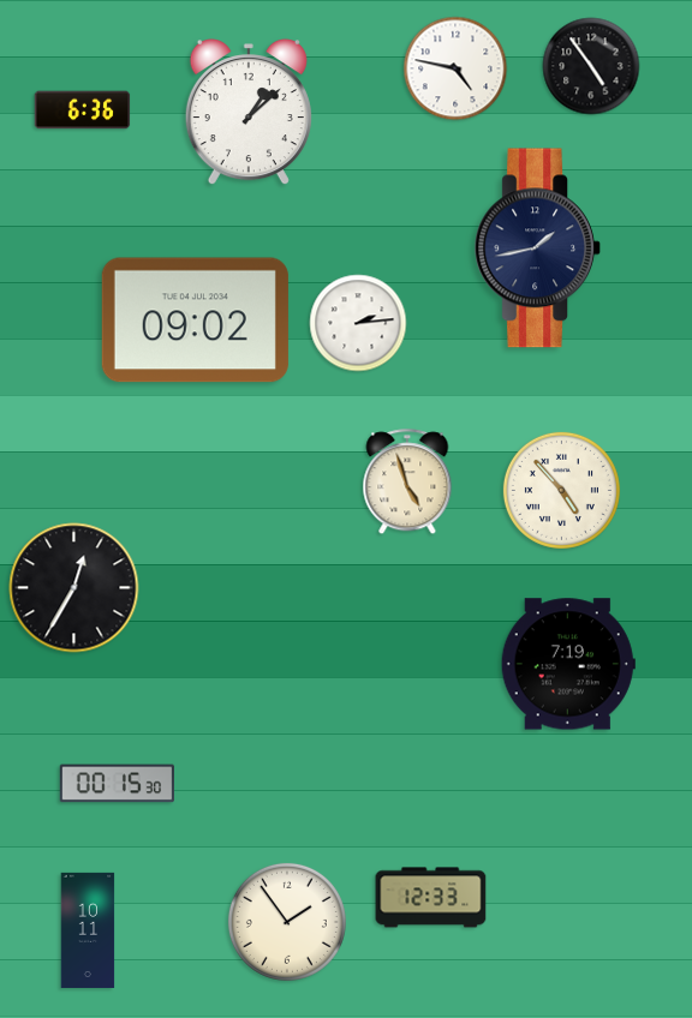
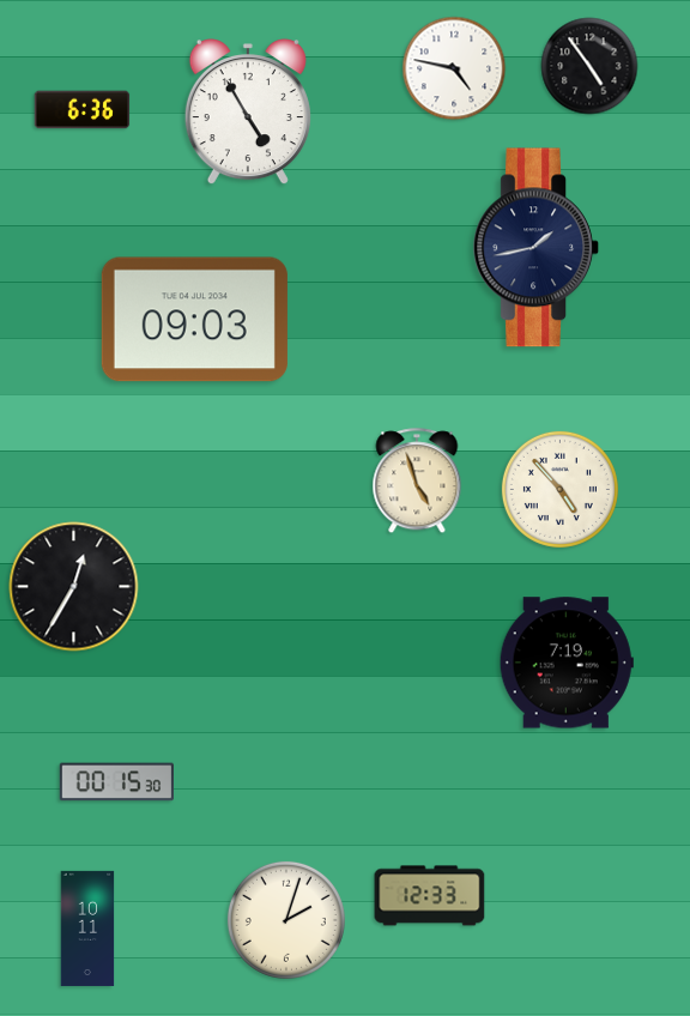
clock at (249, 113): 1:08 -> 4:55
clock at (195, 321): 09:02 -> 09:03
clock at (358, 323): 2:14 -> none
clock at (407, 483) position: (407, 483) -> (417, 482)
clock at (287, 922): 1:54 -> 2:03
